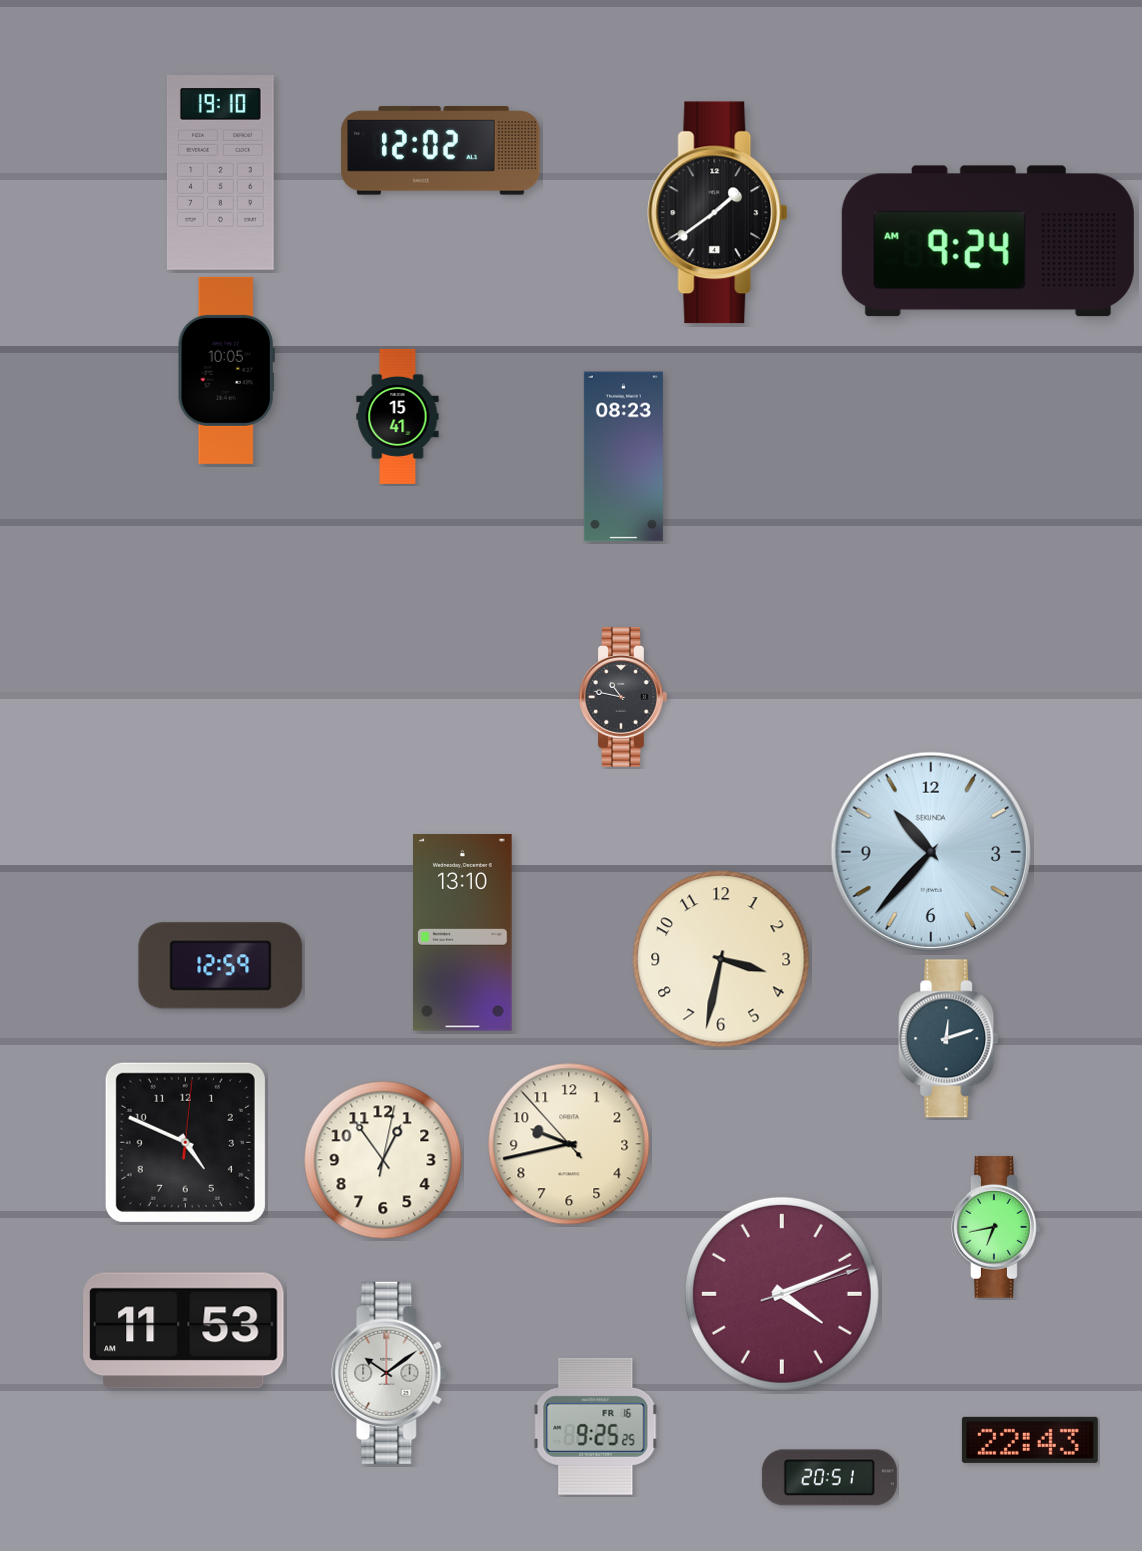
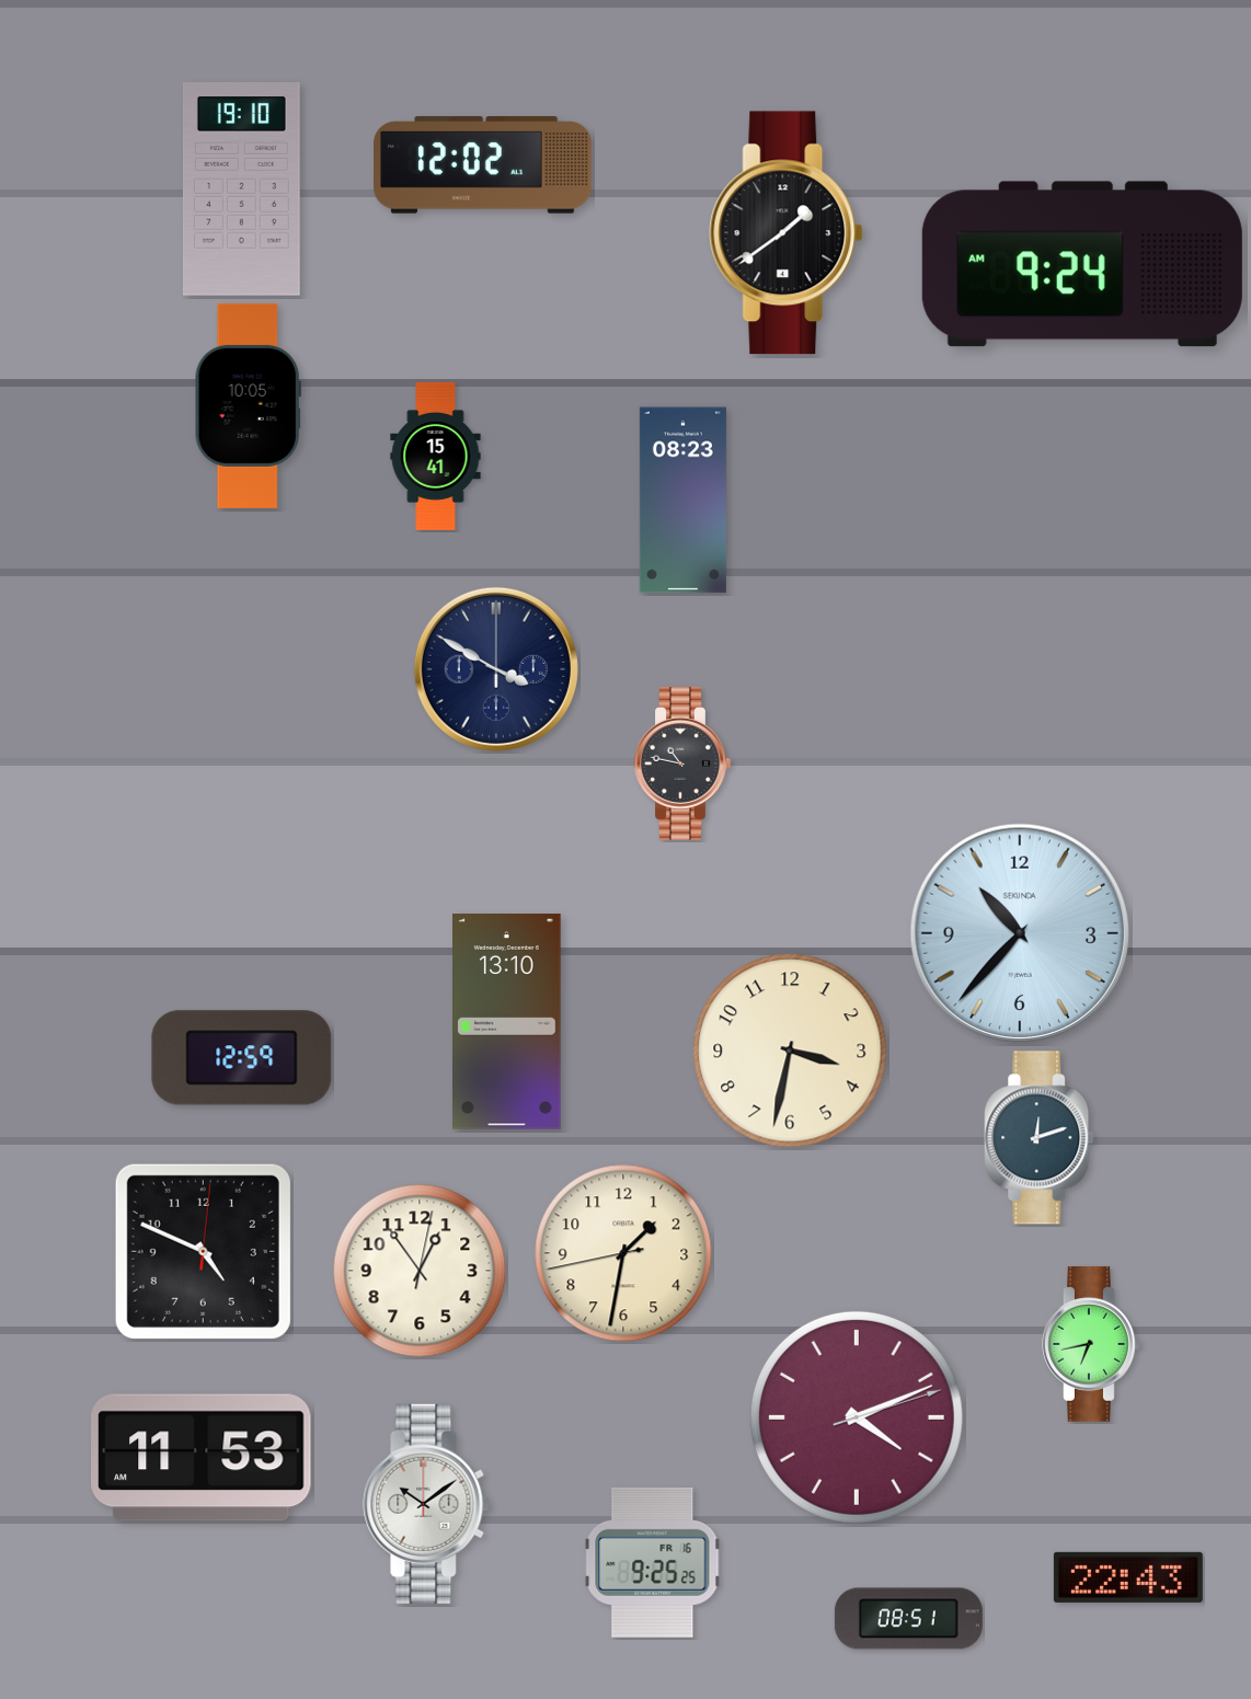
clock at (496, 669): none -> 3:50
clock at (569, 1144): 9:42 -> 1:31
clock at (829, 1478): 20:51 -> 08:51
